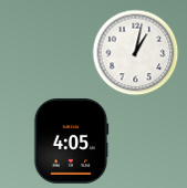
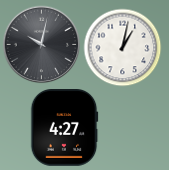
clock at (41, 44): none -> 10:02
clock at (71, 142): 4:05 -> 4:27
